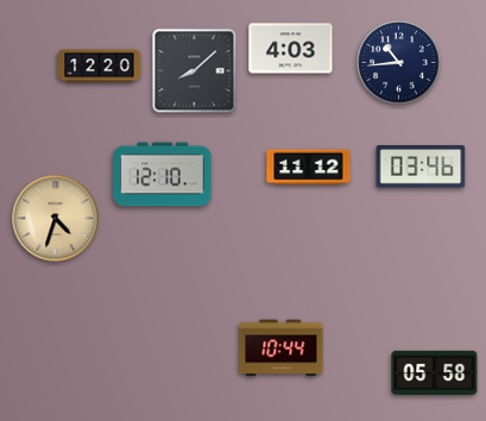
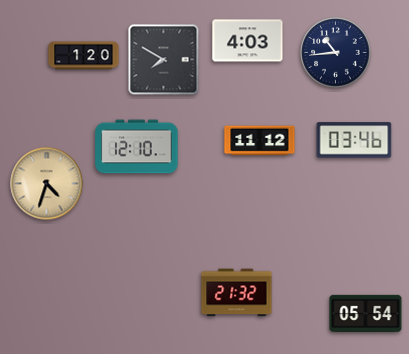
clock at (291, 49) position: (291, 49) -> (248, 41)
clock at (100, 67): 12:20 -> 1:20
clock at (195, 71): 8:08 -> 7:50
clock at (282, 348): 10:44 -> 21:32
clock at (435, 372): 05:58 -> 05:54
